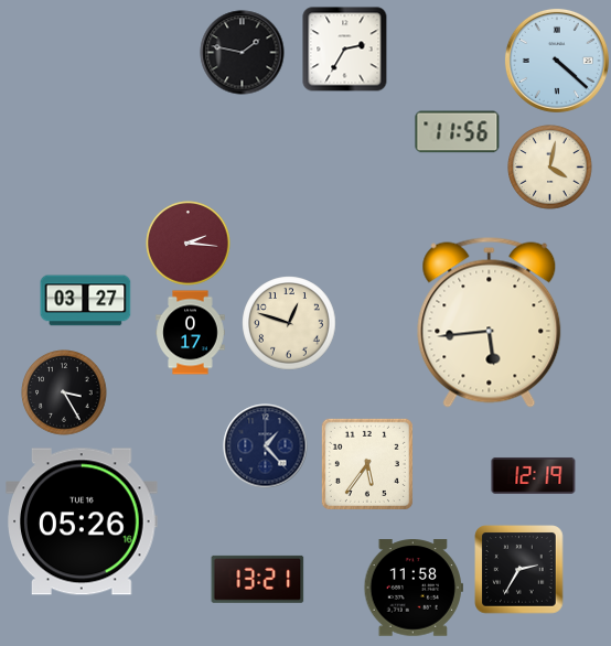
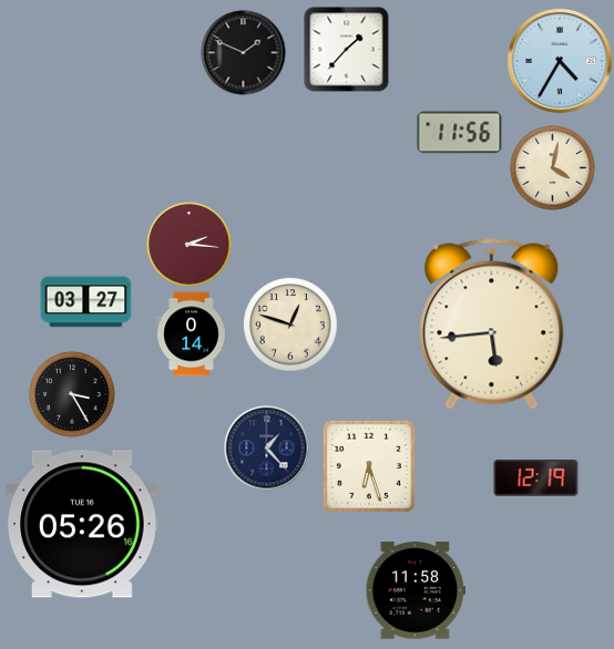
clock at (345, 50): 2:35 -> 1:37
clock at (243, 53): 1:47 -> 1:49
clock at (557, 61): 4:22 -> 4:35
clock at (191, 333): 0:17 -> 0:14
clock at (64, 392) position: (64, 392) -> (72, 394)
clock at (367, 464): 5:36 -> 6:27
clock at (519, 570): 2:35 -> none
clock at (258, 579): 13:21 -> none
